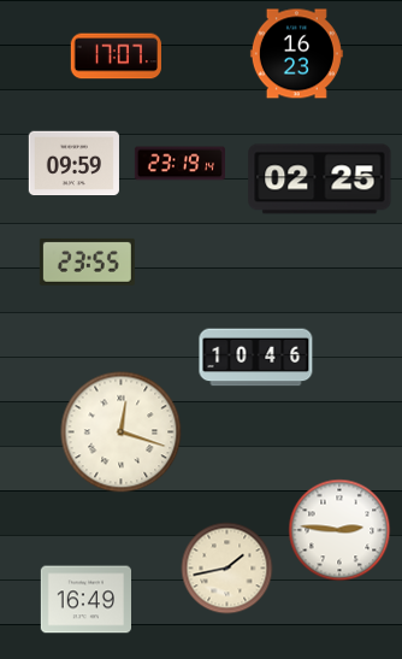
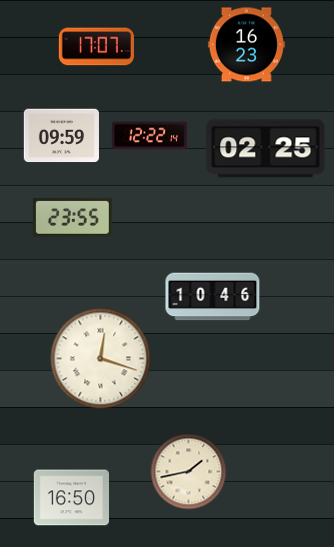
clock at (179, 164): 23:19 -> 12:22
clock at (339, 530): 2:46 -> none
clock at (85, 600): 16:49 -> 16:50
